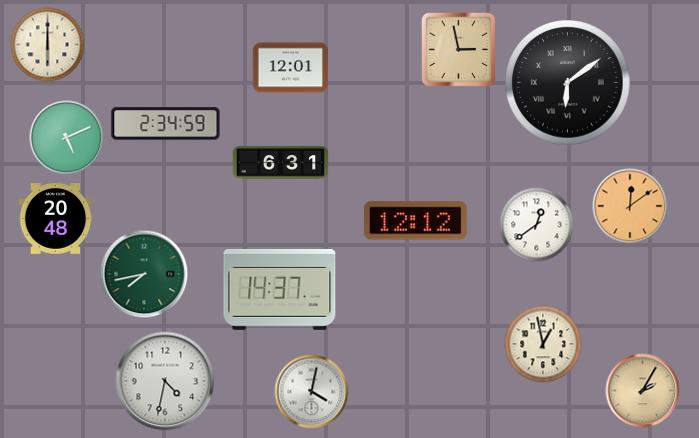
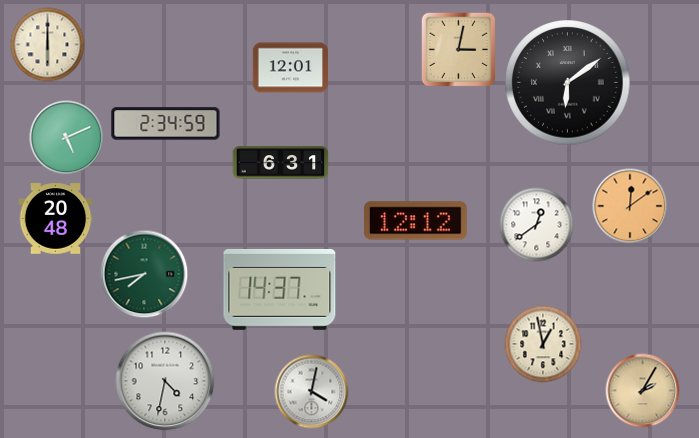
clock at (459, 50): 2:58 -> 3:02
